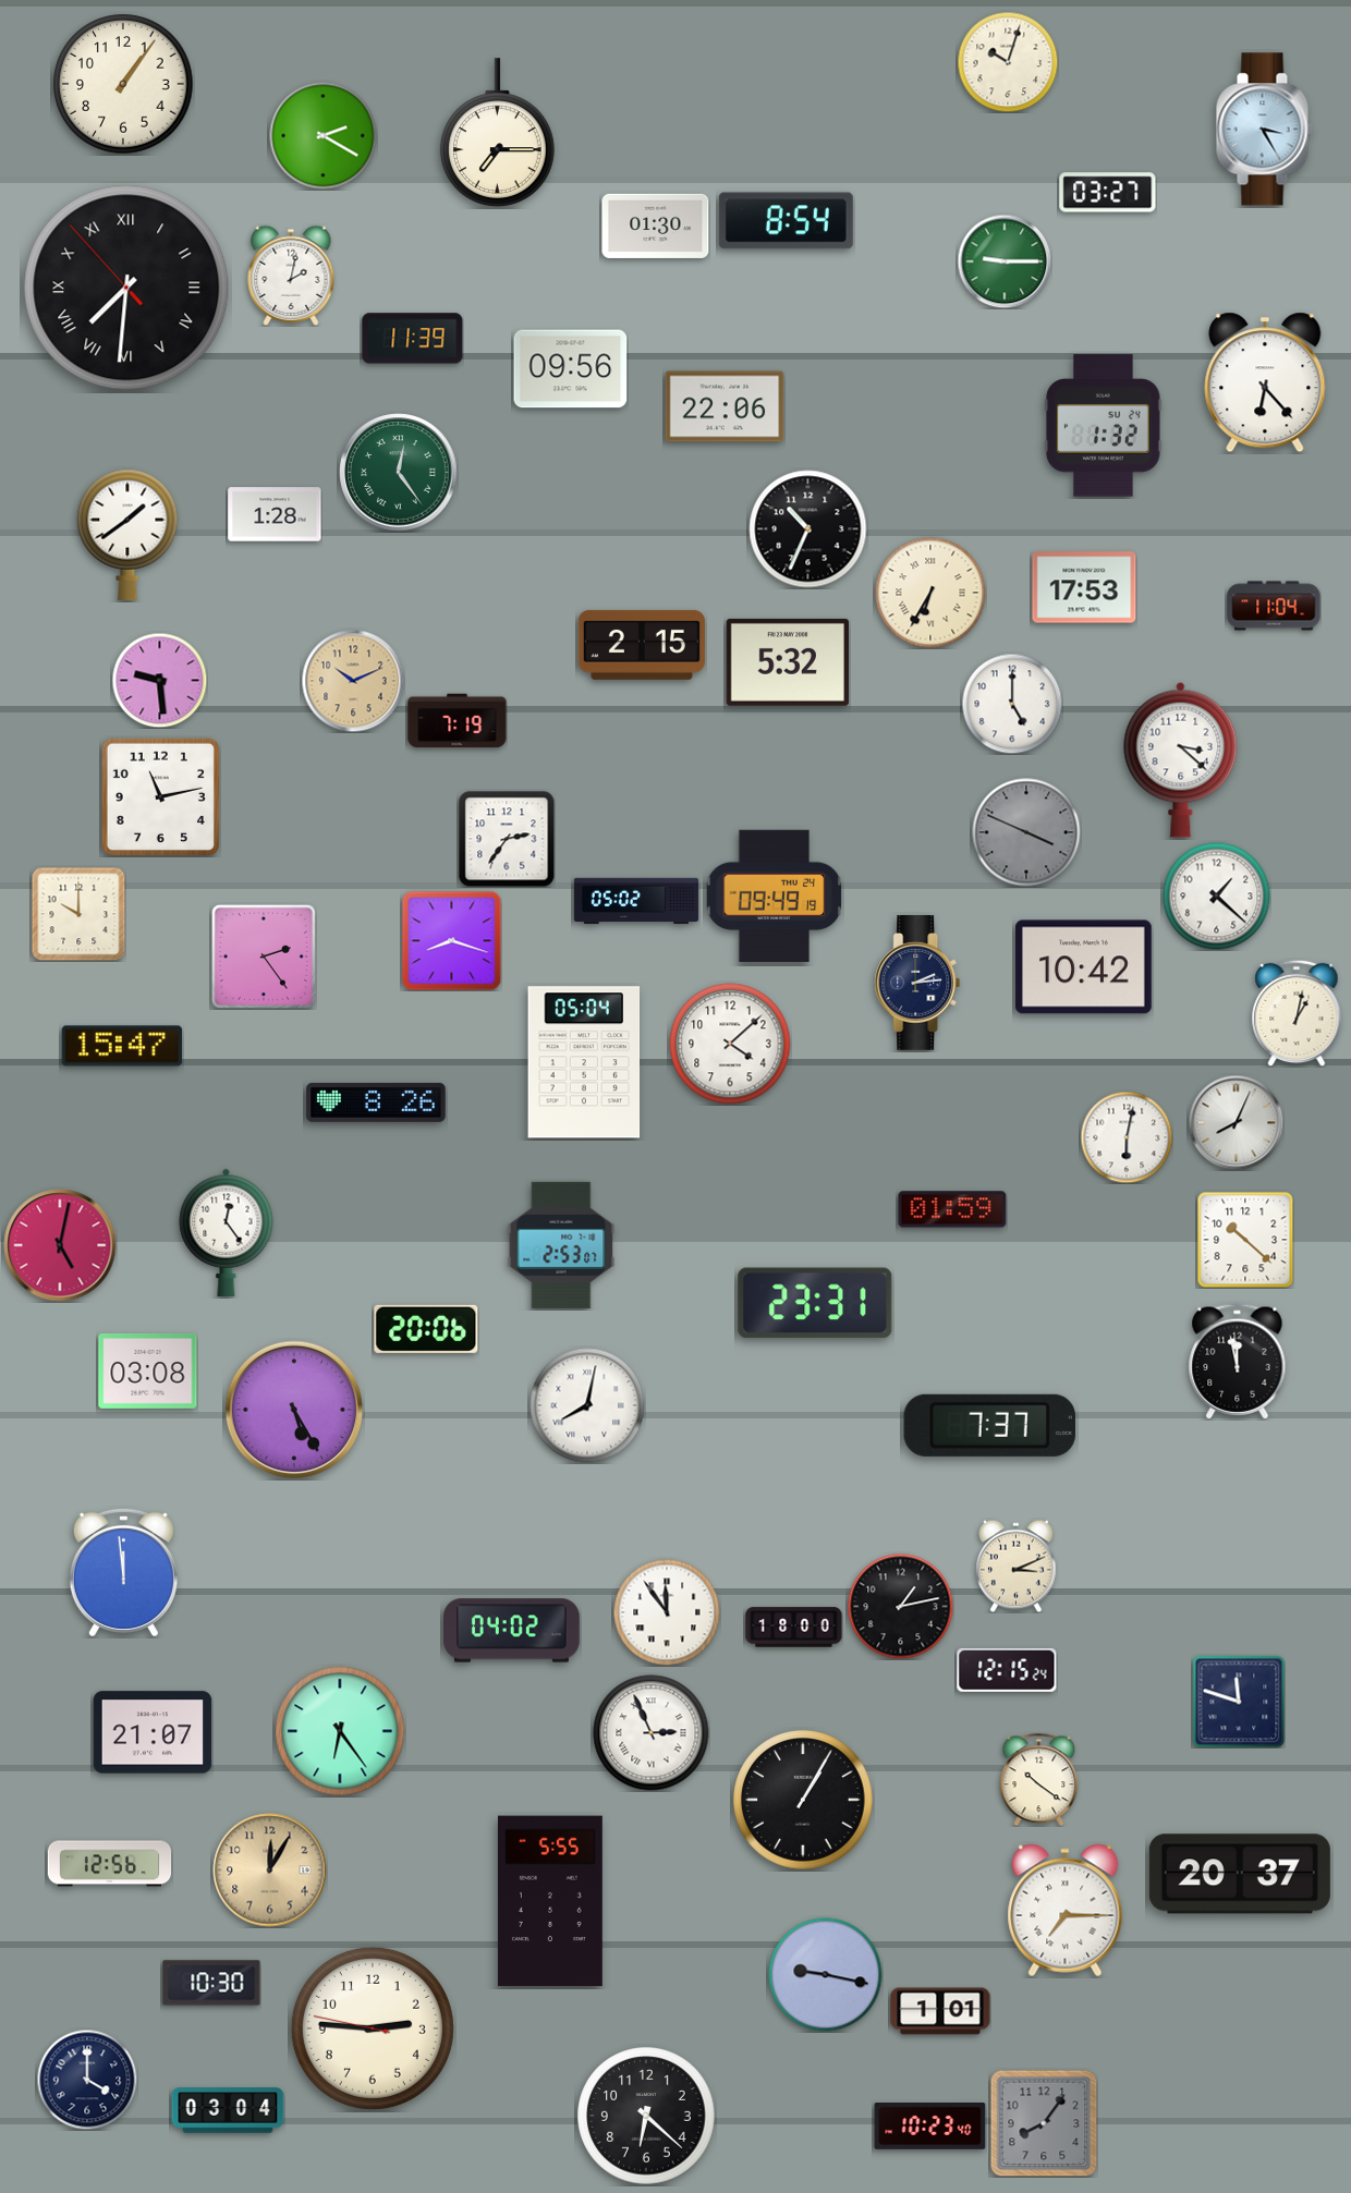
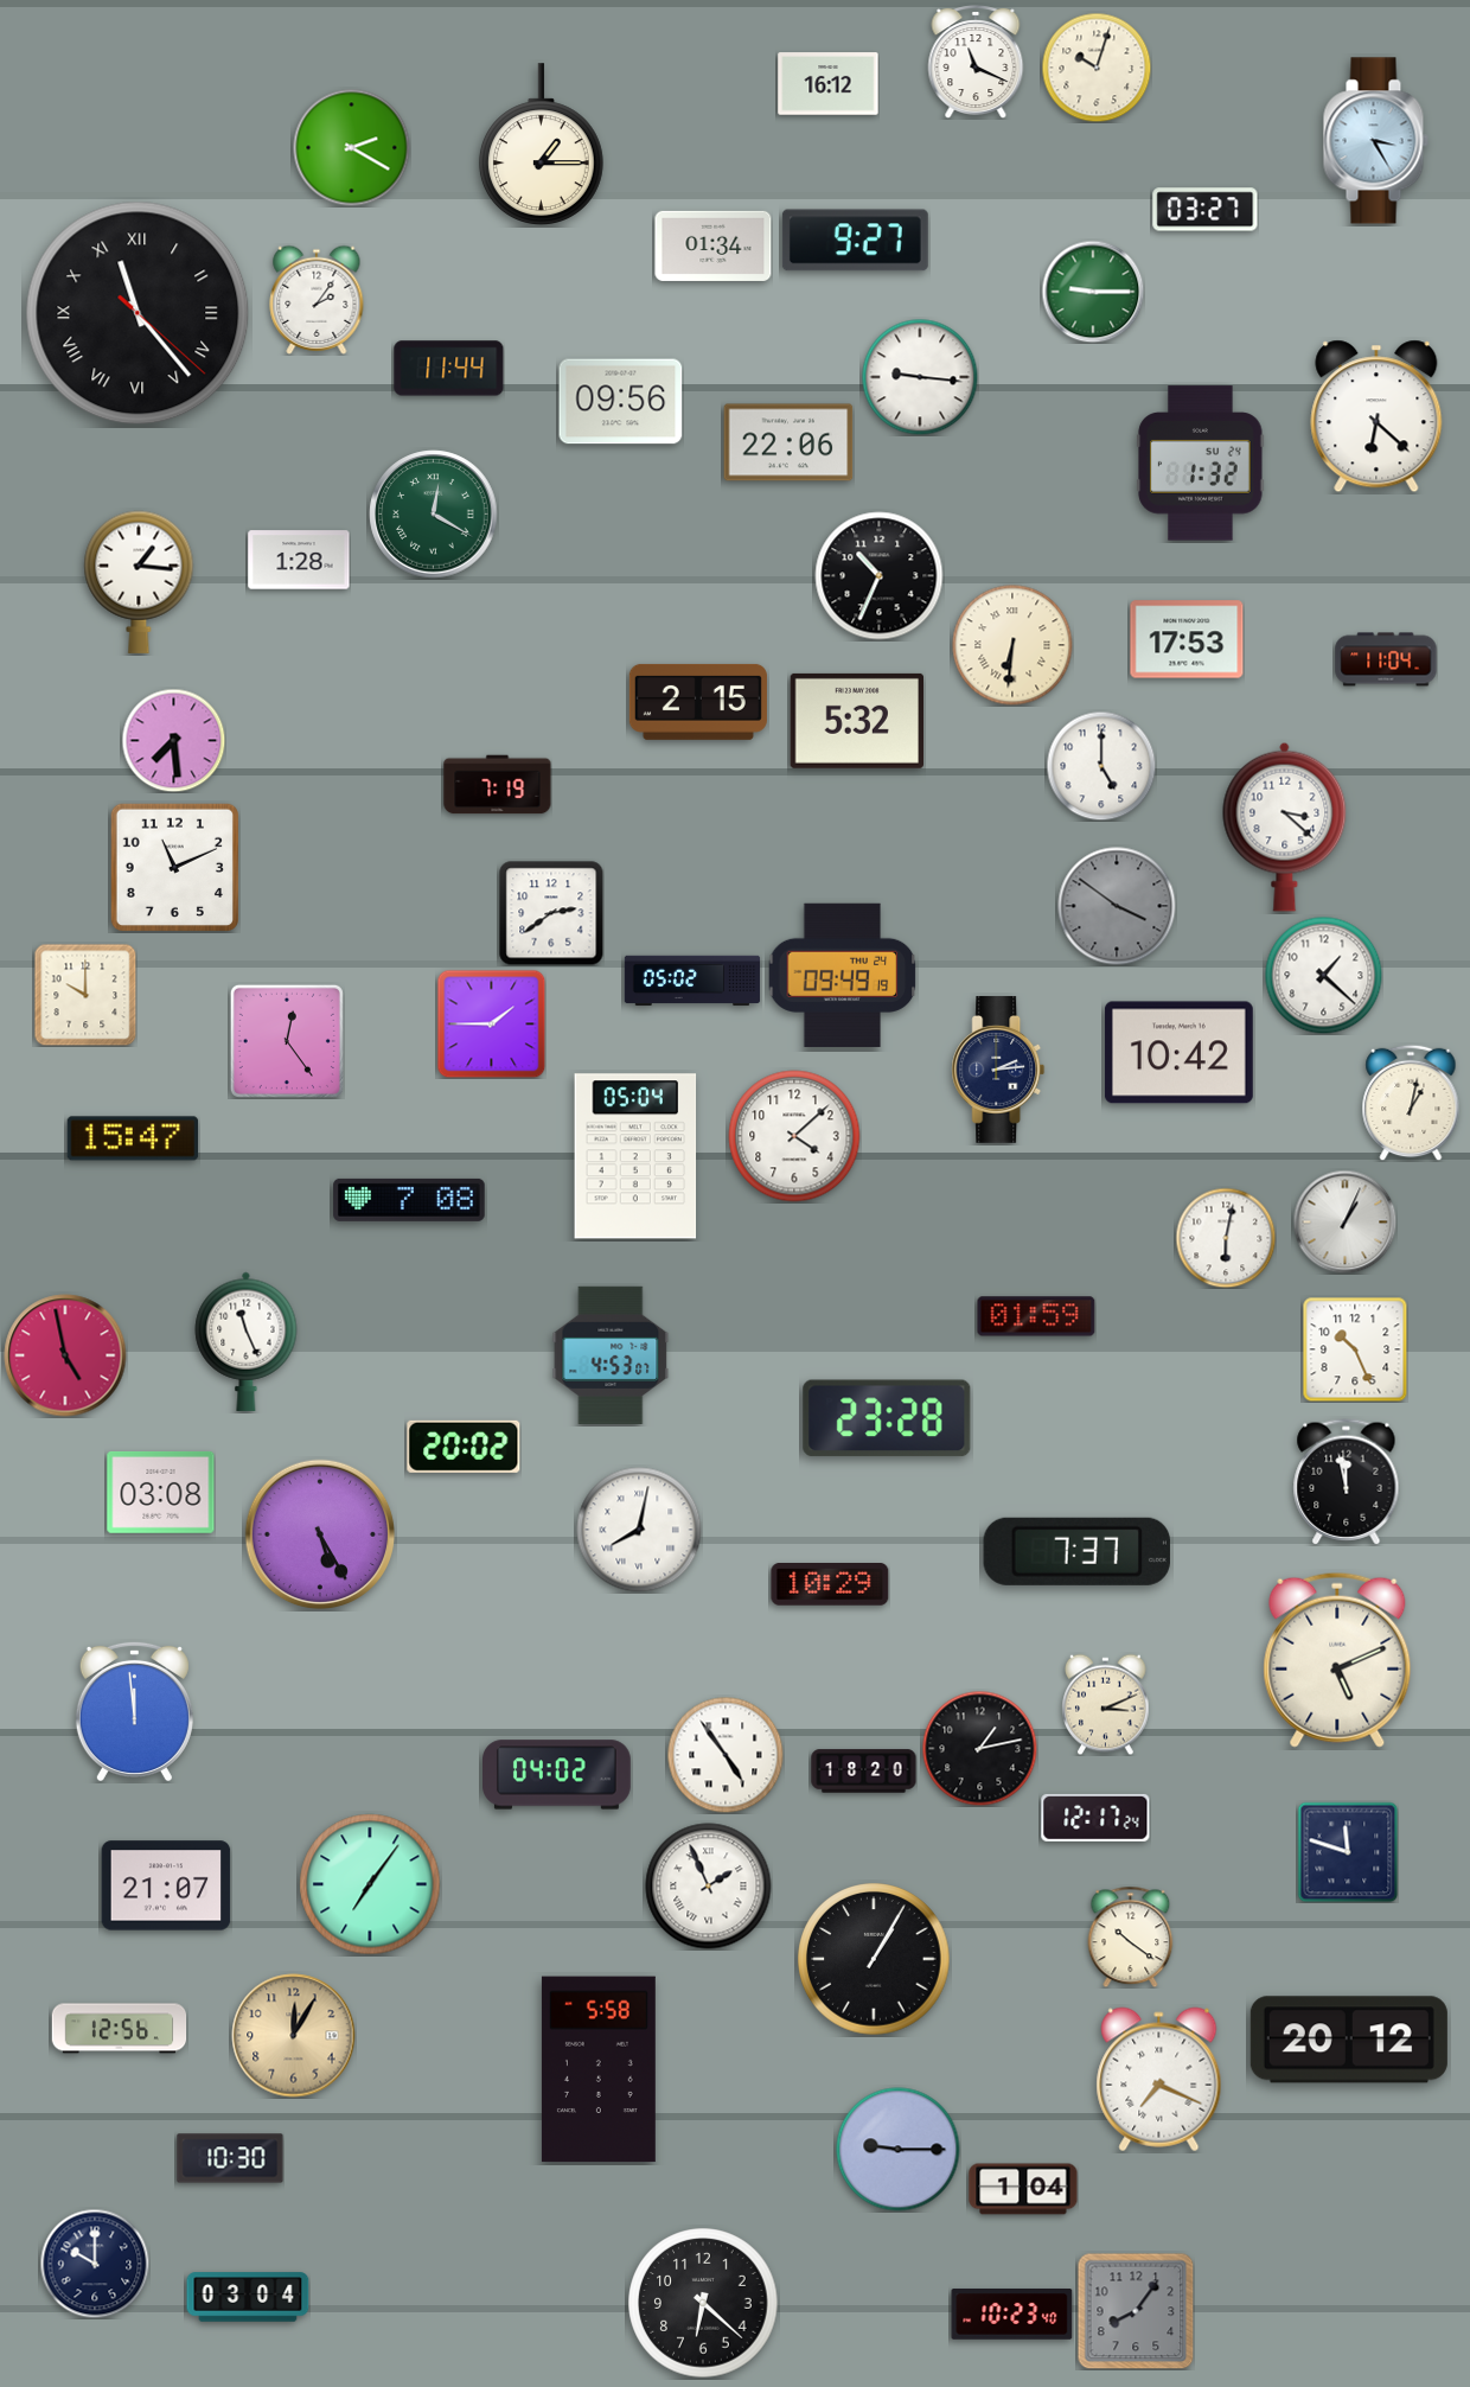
clock at (976, 63): none -> 11:19
clock at (829, 84): none -> 16:12
clock at (123, 84): 1:06 -> none
clock at (497, 132): 7:15 -> 1:15
clock at (786, 221): 8:54 -> 9:27
clock at (656, 226): 01:30 -> 01:34
clock at (1005, 261) position: (1005, 261) -> (1093, 292)
clock at (291, 276): 2:02 -> 2:06
clock at (126, 288): 7:30 -> 11:23
clock at (413, 339): 11:39 -> 11:44
clock at (920, 377): none -> 9:16
clock at (1265, 382): 6:23 -> 6:22
clock at (399, 473): 12:24 -> 12:20
clock at (127, 535): 1:39 -> 1:16
clock at (1084, 587) position: (1084, 587) -> (1187, 639)
clock at (930, 593): 6:35 -> 6:31
clock at (159, 680): 9:29 -> 7:29
clock at (353, 681): 10:11 -> none
clock at (160, 796): 11:13 -> 11:11
clock at (1026, 832): 3:49 -> 3:51
clock at (507, 839): 2:36 -> 2:39
clock at (451, 940): 8:18 -> 1:45
clock at (264, 957): 2:24 -> 12:24
clock at (376, 1102): 8:26 -> 7:08
clock at (1236, 1122): 8:04 -> 1:04
clock at (227, 1232): 12:24 -> 11:26
clock at (1245, 1240): 10:22 -> 10:26
clock at (60, 1245): 5:02 -> 4:58
clock at (561, 1245): 2:53 -> 4:53
clock at (815, 1303): 23:31 -> 23:28
clock at (426, 1329): 20:06 -> 20:02
clock at (830, 1585): none -> 10:29
clock at (1337, 1660): none -> 5:11
clock at (667, 1612): 11:54 -> 4:54
clock at (794, 1628): 18:00 -> 18:20
clock at (1007, 1670): 12:15 -> 12:17
clock at (340, 1731): 6:24 -> 7:06
clock at (652, 1733): 2:56 -> 1:56
clock at (1240, 1874): 20:37 -> 20:12
clock at (550, 1901): 5:55 -> 5:58
clock at (1066, 1911): 7:15 -> 7:19
clock at (826, 1975): 9:17 -> 9:15
clock at (940, 2011): 1:01 -> 1:04
clock at (373, 2028): 2:45 -> none
clock at (87, 2080): 4:00 -> 10:00
